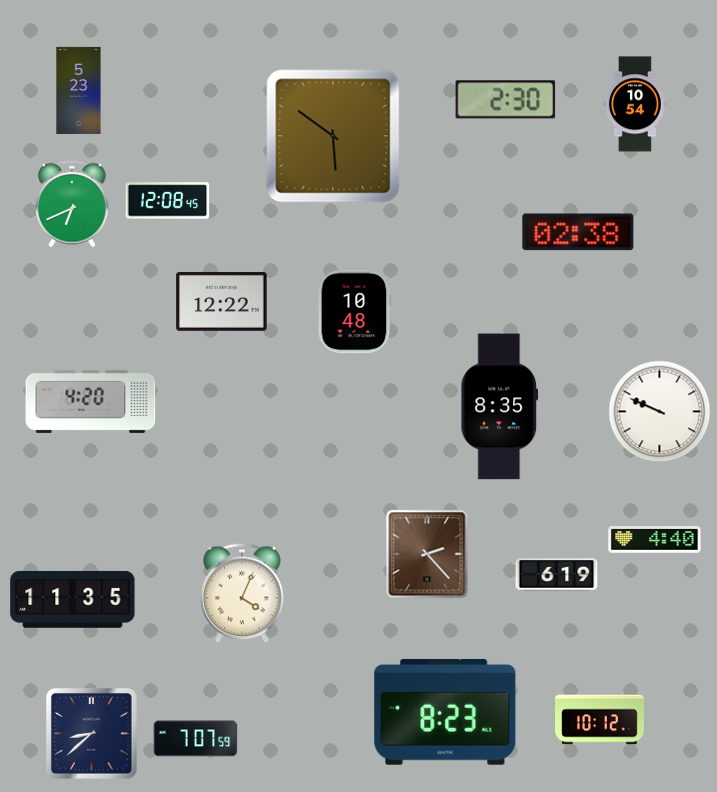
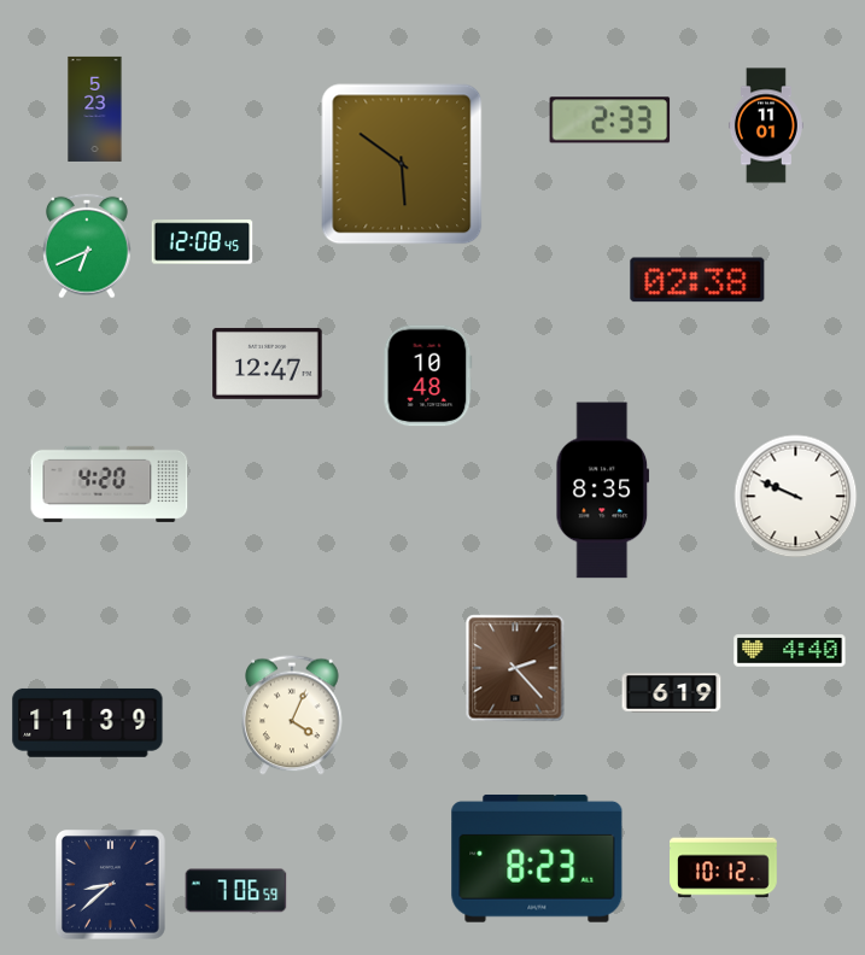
clock at (506, 100): 2:30 -> 2:33
clock at (635, 104): 10:54 -> 11:01
clock at (222, 301): 12:22 -> 12:47
clock at (73, 599): 11:35 -> 11:39
clock at (196, 739): 7:07 -> 7:06
